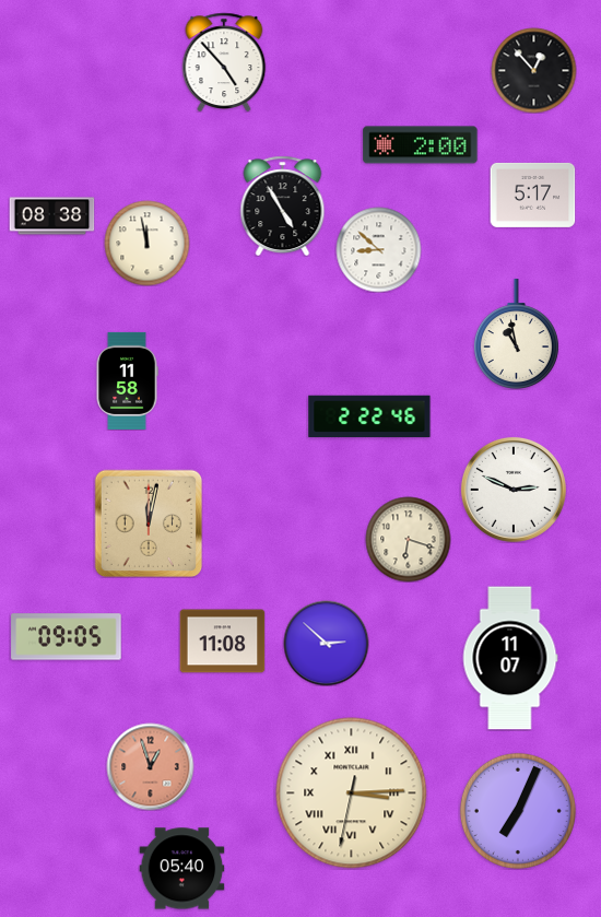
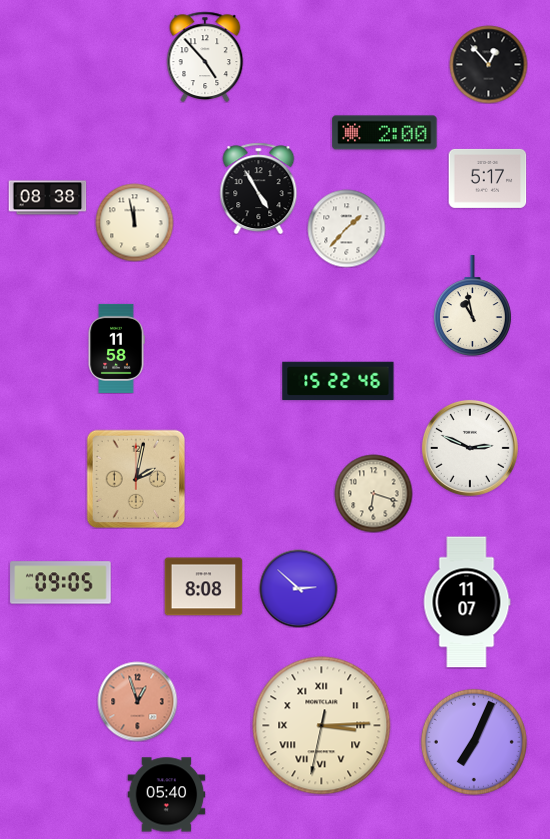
clock at (378, 249): 8:52 -> 1:37
clock at (369, 416): 2:22 -> 15:22
clock at (149, 524): 12:02 -> 2:02
clock at (222, 642): 11:08 -> 8:08
